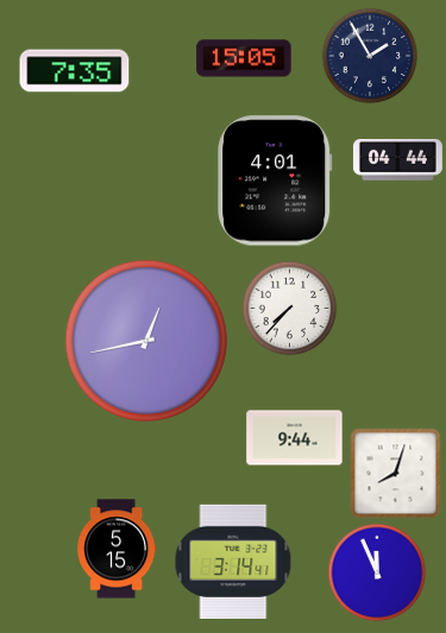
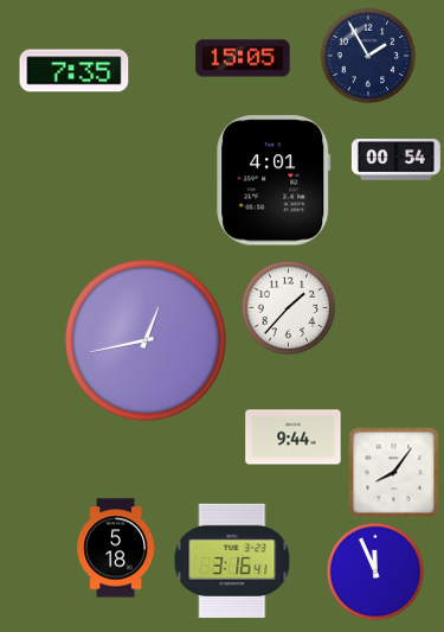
clock at (397, 160): 04:44 -> 00:54
clock at (290, 309): 7:37 -> 1:37
clock at (396, 474): 8:03 -> 8:06
clock at (117, 549): 5:15 -> 5:18
clock at (233, 562): 3:14 -> 3:16
